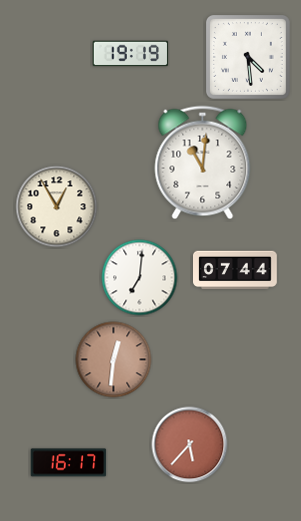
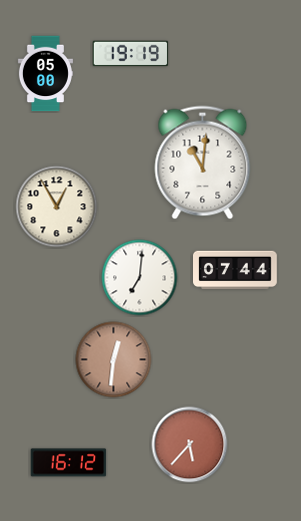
clock at (249, 58): 4:29 -> none
clock at (45, 74): none -> 05:00
clock at (69, 463): 16:17 -> 16:12
